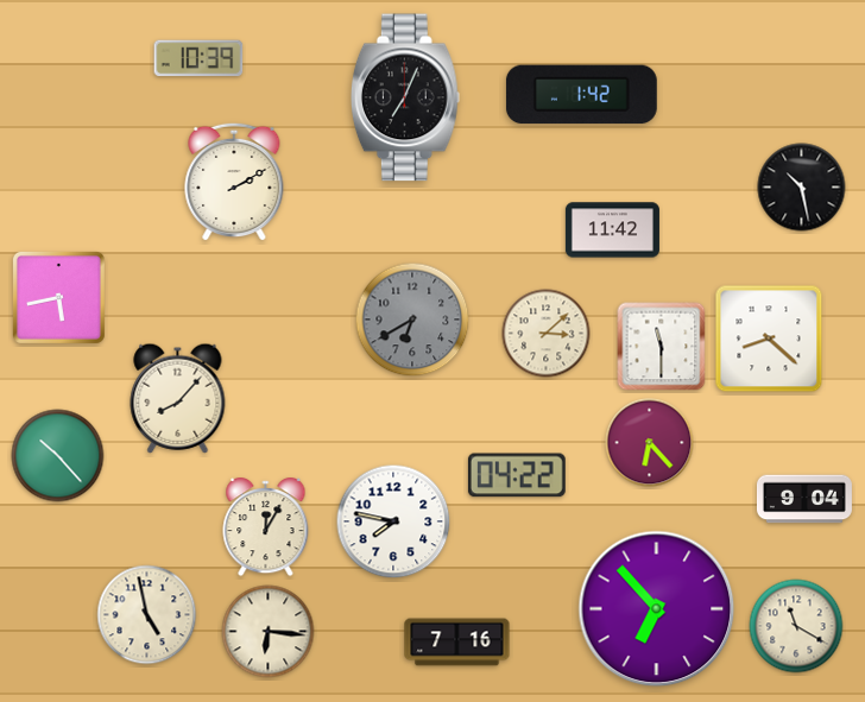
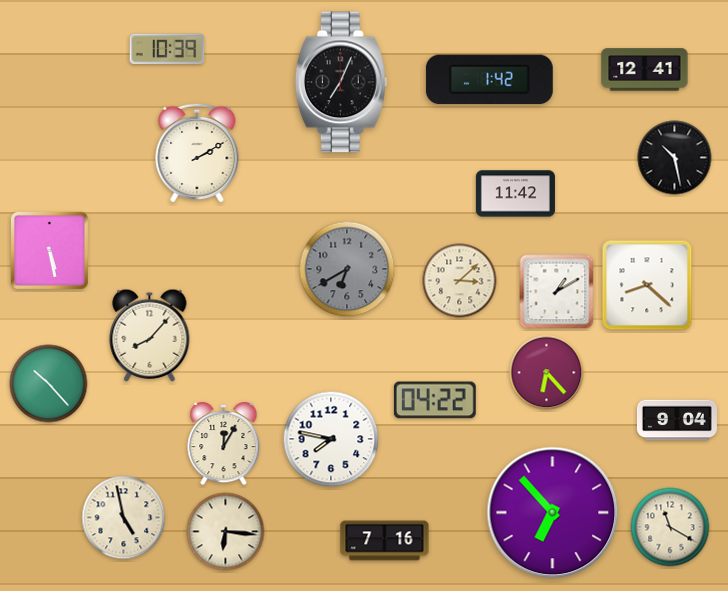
clock at (645, 70): none -> 12:41
clock at (58, 297): 5:43 -> 5:28
clock at (662, 347): 11:30 -> 1:10
